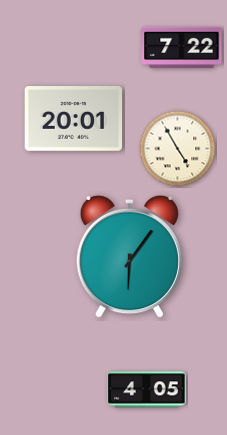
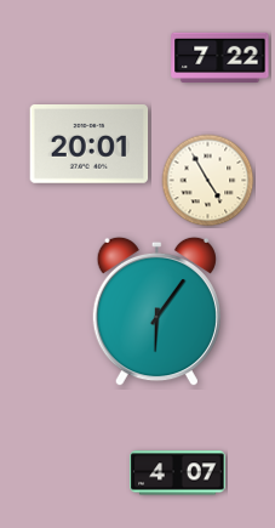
clock at (178, 149) position: (178, 149) -> (208, 181)
clock at (147, 390): 4:05 -> 4:07
